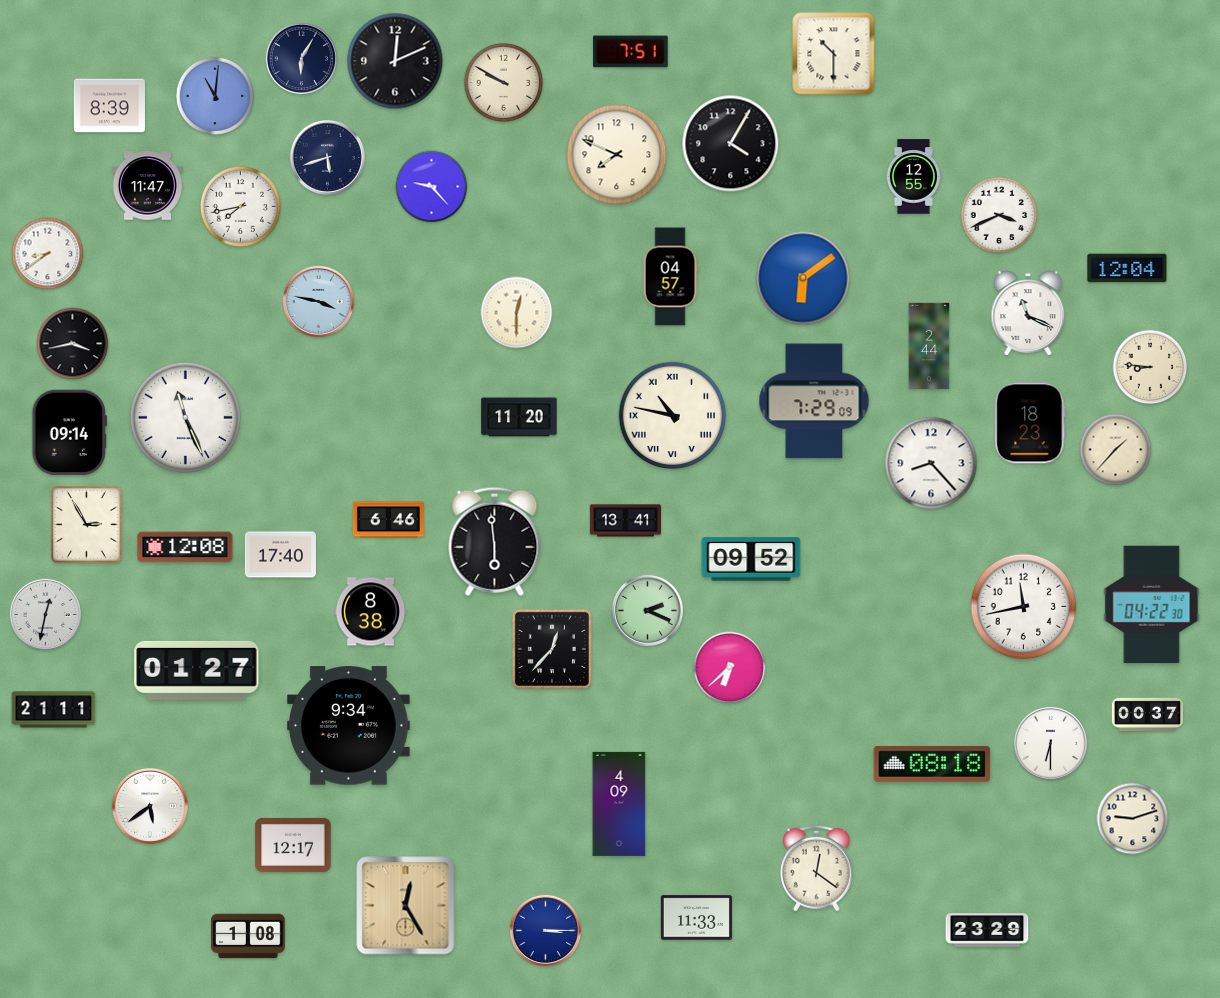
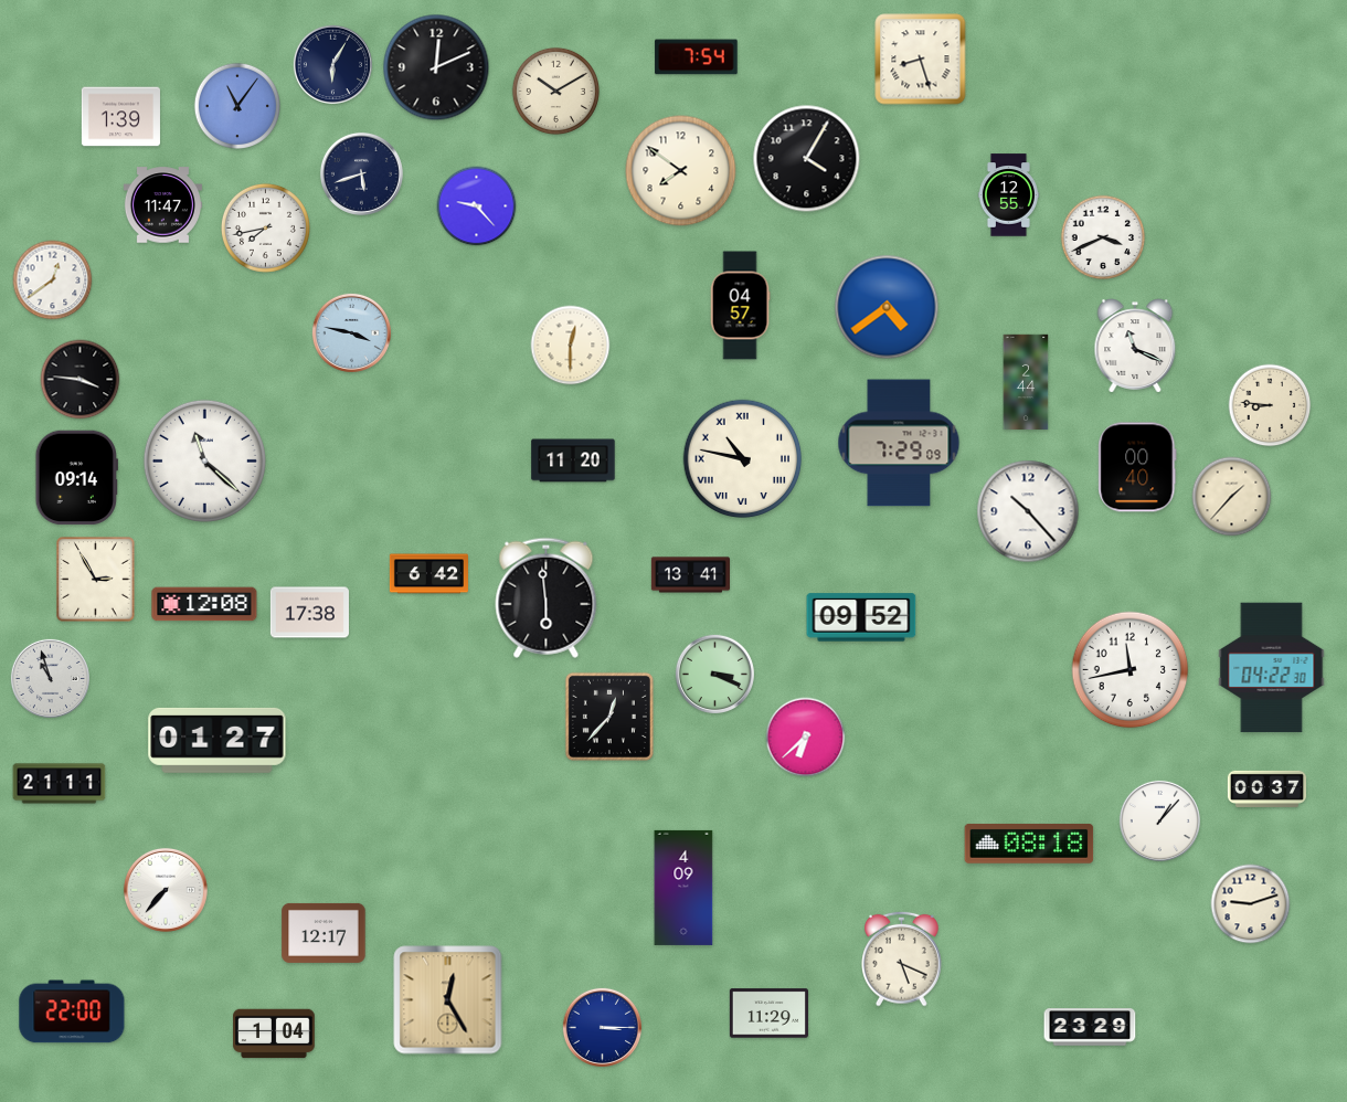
clock at (631, 52): 7:51 -> 7:54
clock at (834, 54): 10:30 -> 8:27
clock at (503, 82): 9:50 -> 10:10
clock at (214, 95): 11:01 -> 11:06
clock at (109, 106): 8:39 -> 1:39
clock at (617, 155): 7:49 -> 7:51
clock at (48, 254): 8:39 -> 12:39
clock at (1127, 268): 12:04 -> none
clock at (803, 278): 6:09 -> 4:39
clock at (73, 344): 3:43 -> 3:46
clock at (185, 417): 11:26 -> 11:22
clock at (1030, 423): 18:23 -> 00:40
clock at (931, 463): 8:23 -> 10:23
clock at (388, 520): 6:46 -> 6:42
clock at (280, 555): 17:40 -> 17:38
clock at (751, 559) position: (751, 559) -> (861, 617)
clock at (647, 610): 2:19 -> 3:19
clock at (370, 612): 8:38 -> none
clock at (45, 614): 12:32 -> 10:57
clock at (349, 726): 9:34 -> none
clock at (1050, 743): 6:30 -> 1:07
clock at (150, 806): 5:39 -> 7:37
clock at (817, 868): 12:21 -> 5:19
clock at (72, 1011): none -> 22:00
clock at (696, 918): 11:33 -> 11:29
clock at (248, 936): 1:08 -> 1:04
